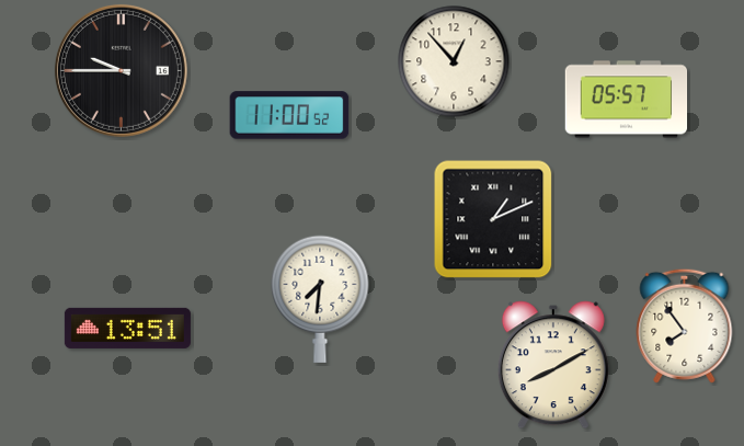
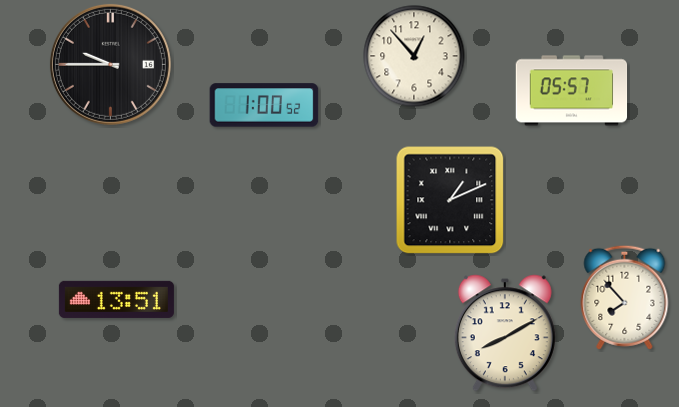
clock at (289, 115): 11:00 -> 1:00
clock at (320, 299): 7:31 -> none
clock at (685, 325): 7:54 -> 7:53
